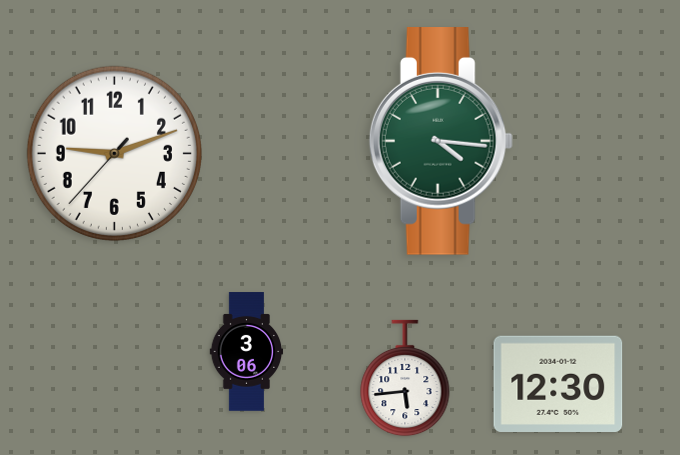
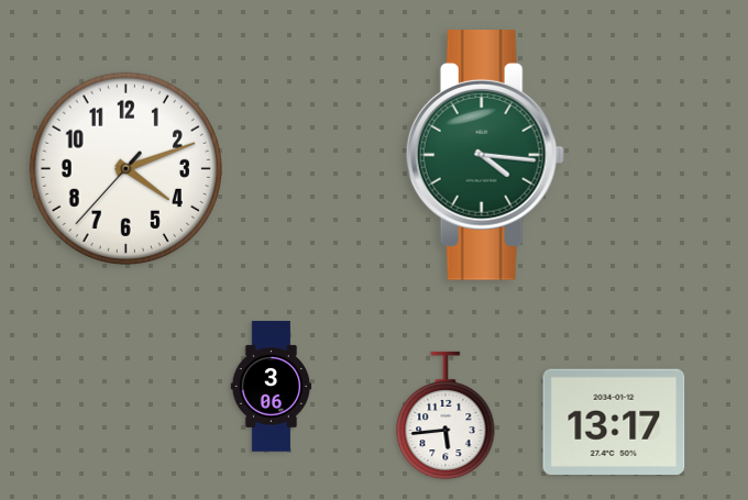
clock at (114, 153): 9:11 -> 4:11
clock at (558, 383): 12:30 -> 13:17
